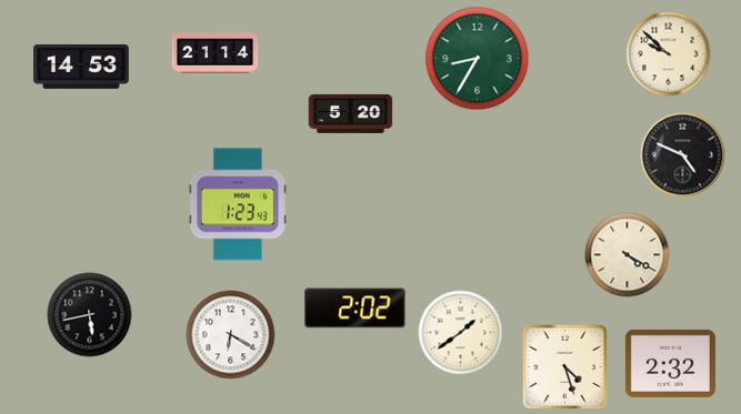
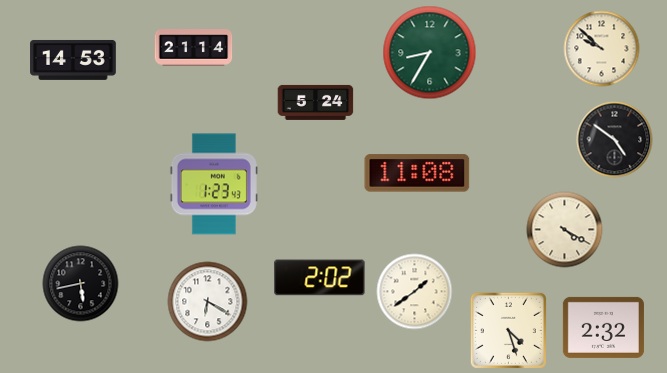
clock at (351, 113): 5:20 -> 5:24
clock at (683, 155): 4:49 -> 4:51
clock at (417, 173): none -> 11:08
clock at (461, 333) position: (461, 333) -> (415, 292)
